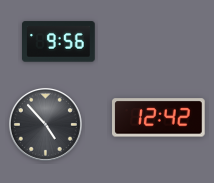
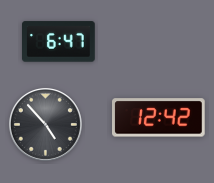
clock at (59, 42): 9:56 -> 6:47
